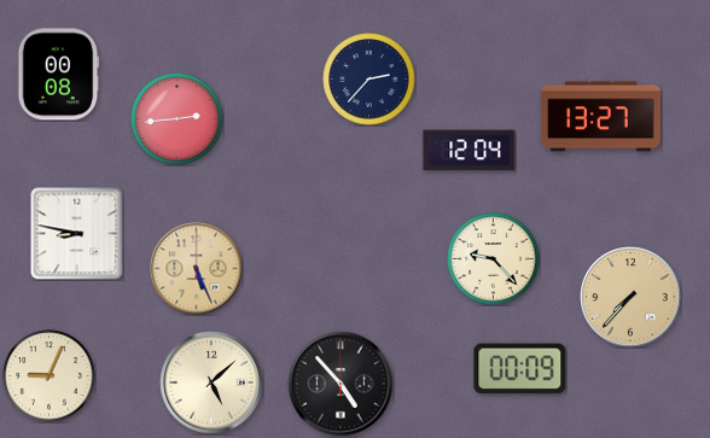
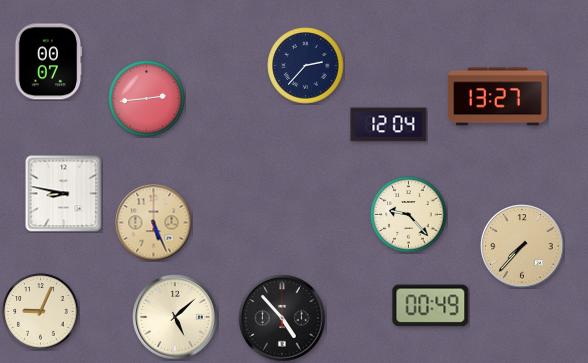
clock at (59, 75): 00:08 -> 00:07
clock at (197, 269) position: (197, 269) -> (154, 223)
clock at (520, 369): 00:09 -> 00:49
